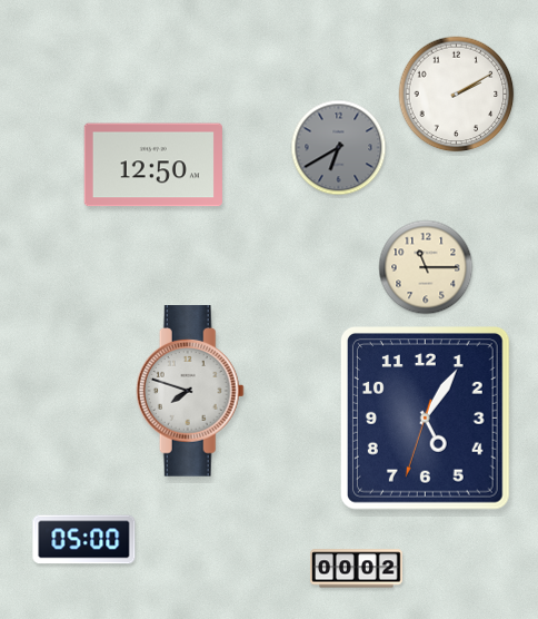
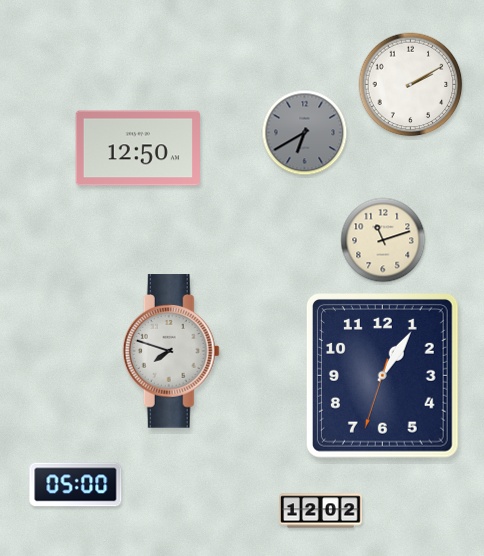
clock at (426, 267): 11:15 -> 11:12
clock at (425, 419): 5:05 -> 1:05
clock at (357, 569): 00:02 -> 12:02
